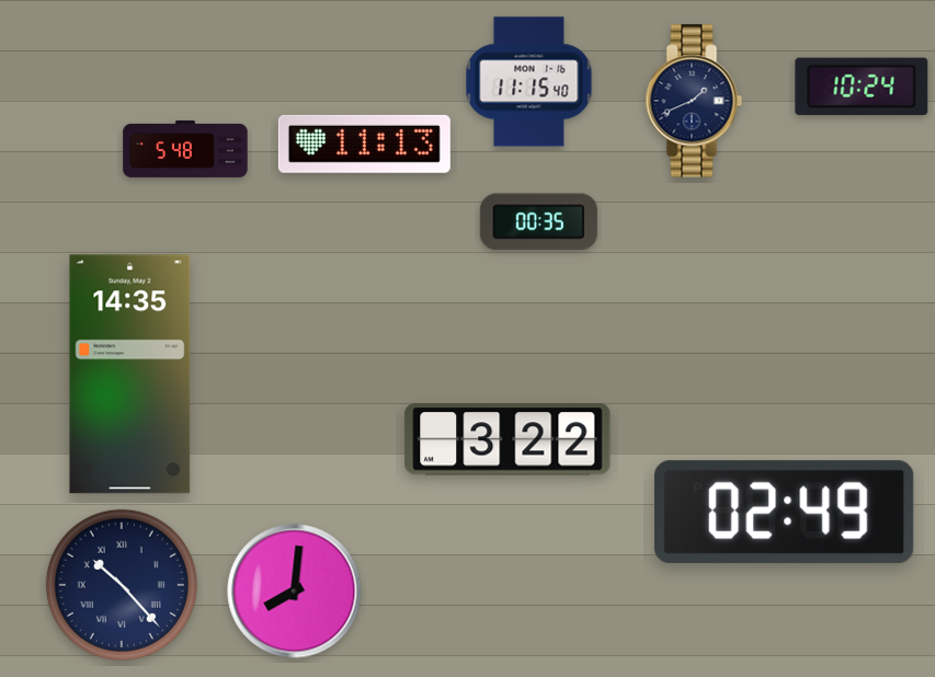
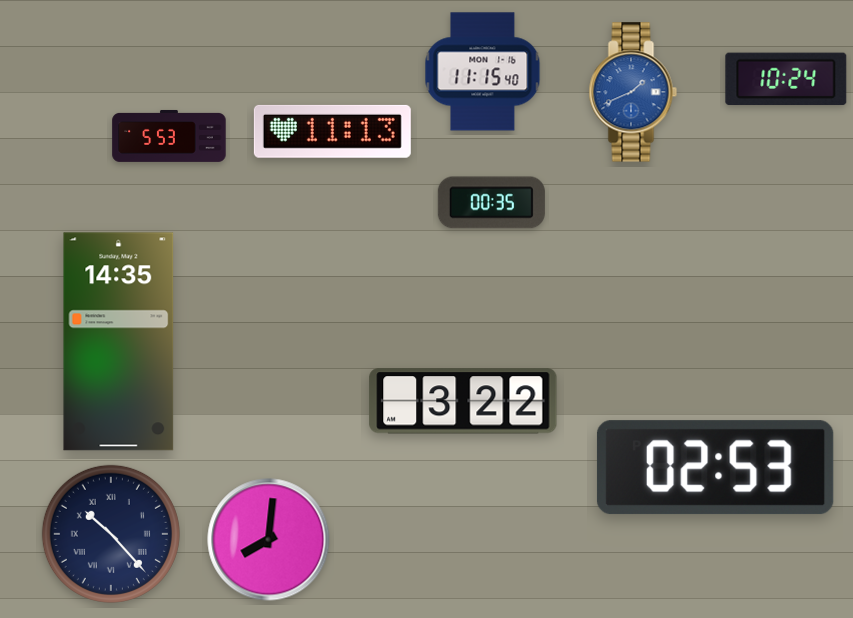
clock at (529, 82) position: (529, 82) -> (483, 72)
clock at (694, 101) dial: navy -> blue
clock at (185, 149): 5:48 -> 5:53
clock at (784, 513): 02:49 -> 02:53
